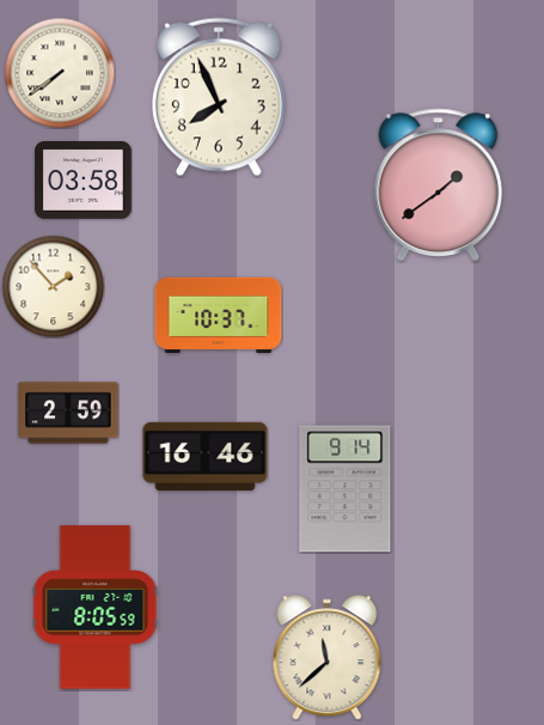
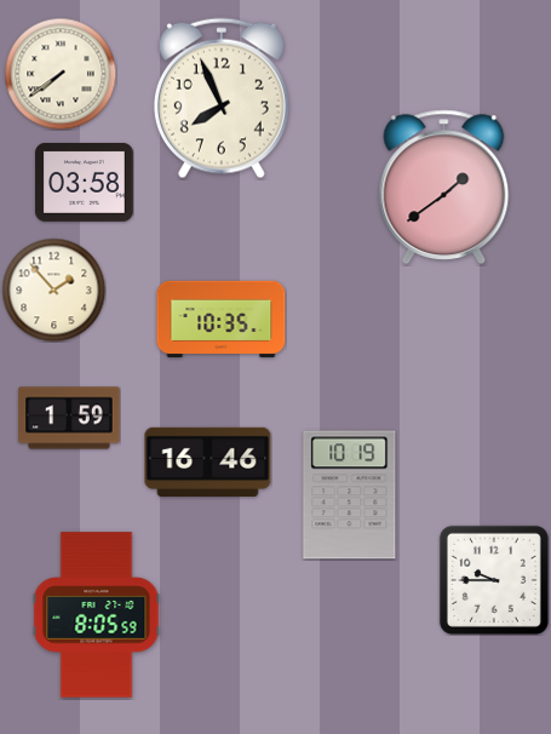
clock at (219, 315): 10:37 -> 10:35
clock at (68, 413): 2:59 -> 1:59
clock at (346, 489): 9:14 -> 10:19
clock at (494, 580): none -> 9:45
clock at (328, 658): 11:38 -> none
